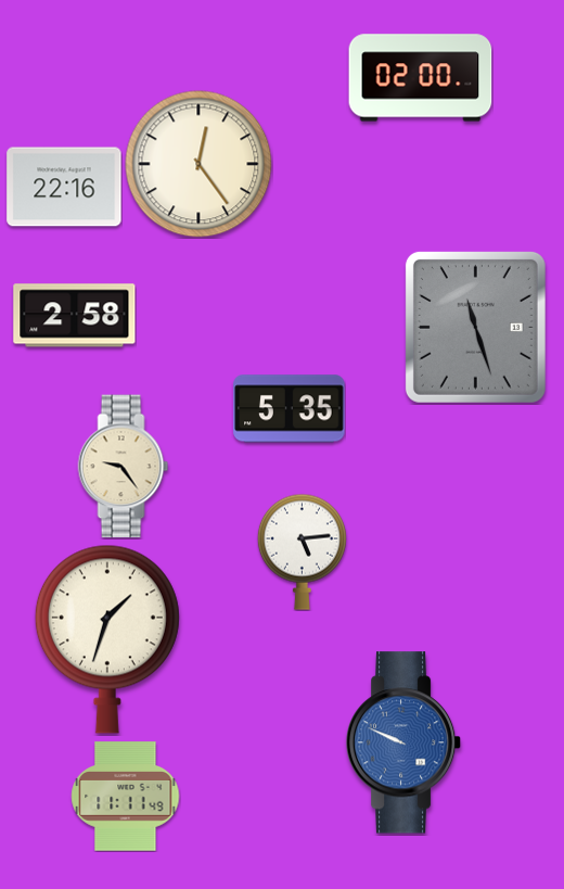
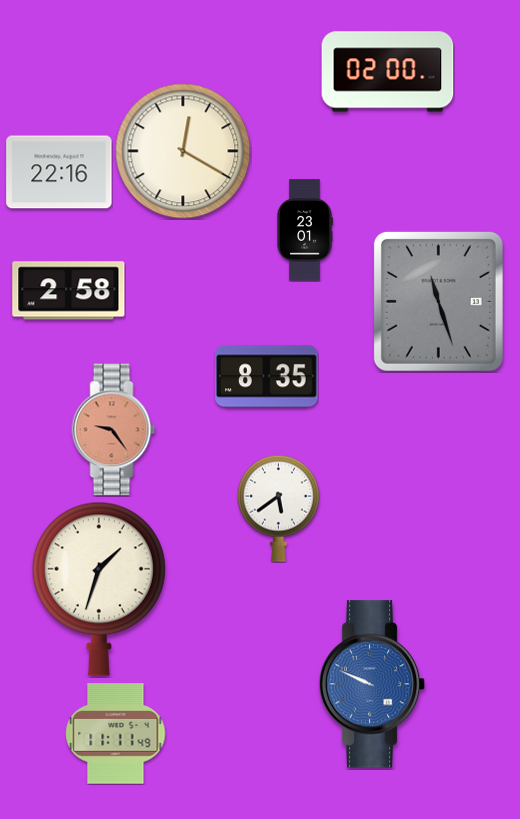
clock at (198, 164): 12:24 -> 12:20
clock at (305, 230): none -> 23:01
clock at (290, 409): 5:35 -> 8:35
clock at (124, 467) dial: cream -> salmon
clock at (302, 551): 5:14 -> 5:39
